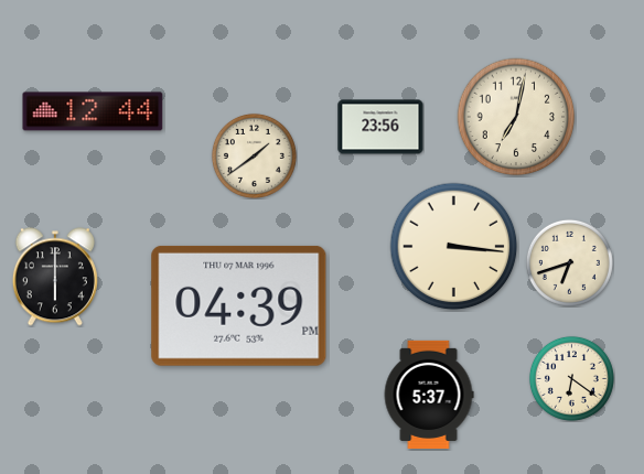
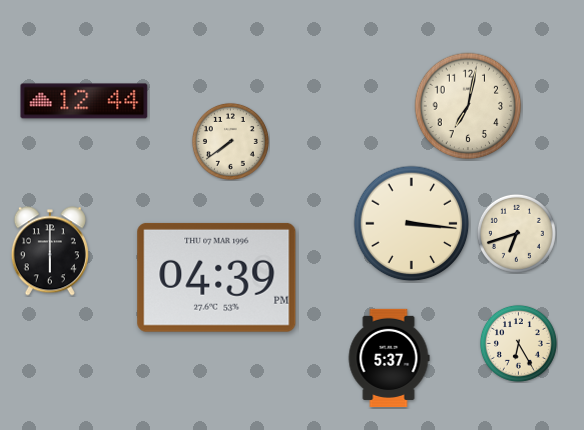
clock at (380, 127): 23:56 -> none
clock at (254, 155): 1:39 -> 7:39
clock at (569, 262) position: (569, 262) -> (516, 233)
clock at (571, 378): 6:21 -> 6:25
